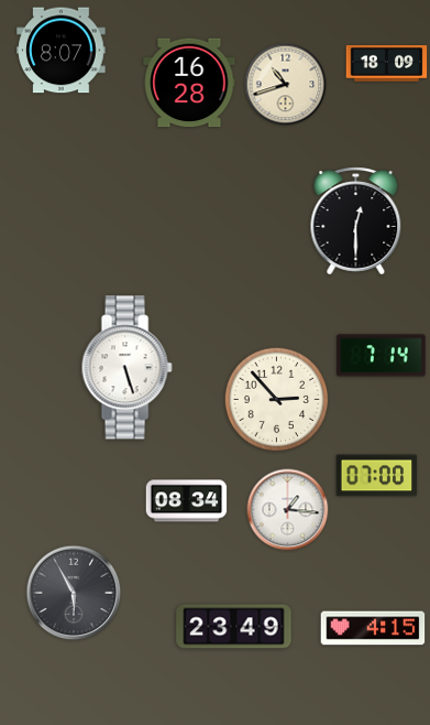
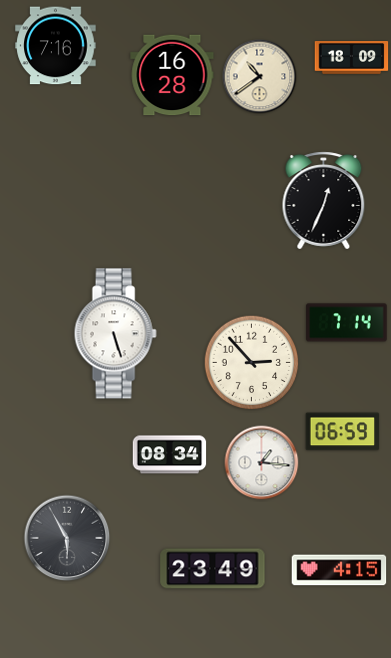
clock at (62, 51): 8:07 -> 7:16
clock at (286, 85): 10:42 -> 10:39
clock at (356, 221): 12:30 -> 12:34
clock at (377, 476): 07:00 -> 06:59
